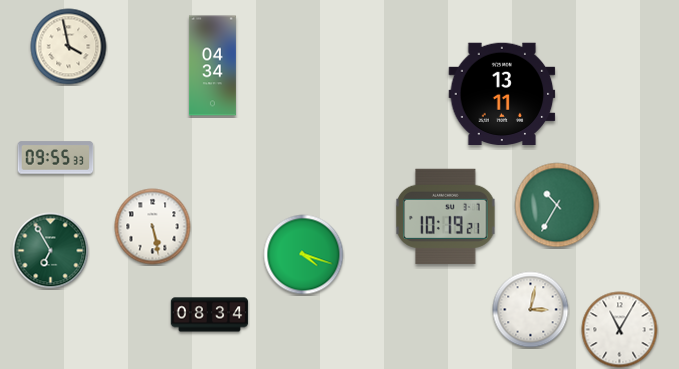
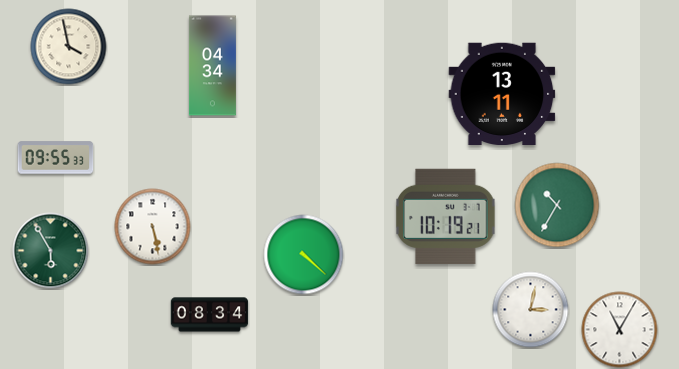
clock at (51, 251): 6:55 -> 5:55
clock at (304, 255): 4:18 -> 4:22
